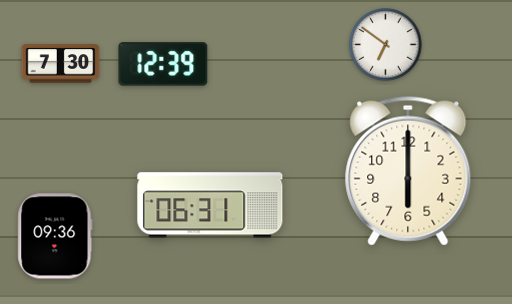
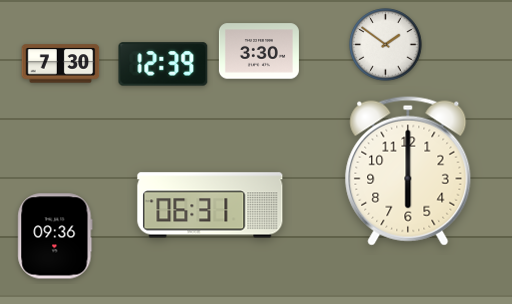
clock at (386, 45): 6:51 -> 1:51
clock at (259, 51): none -> 3:30
